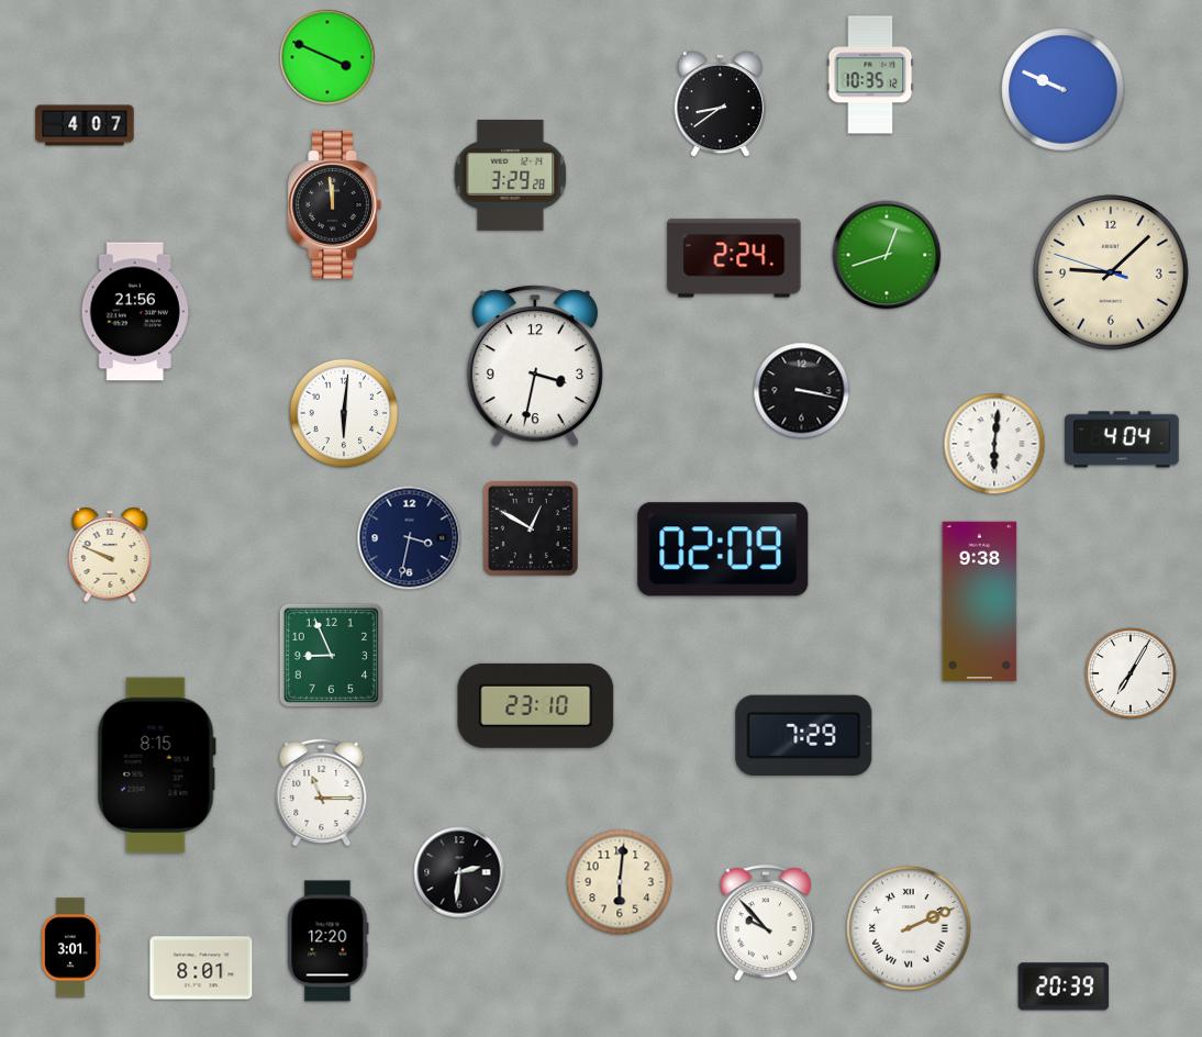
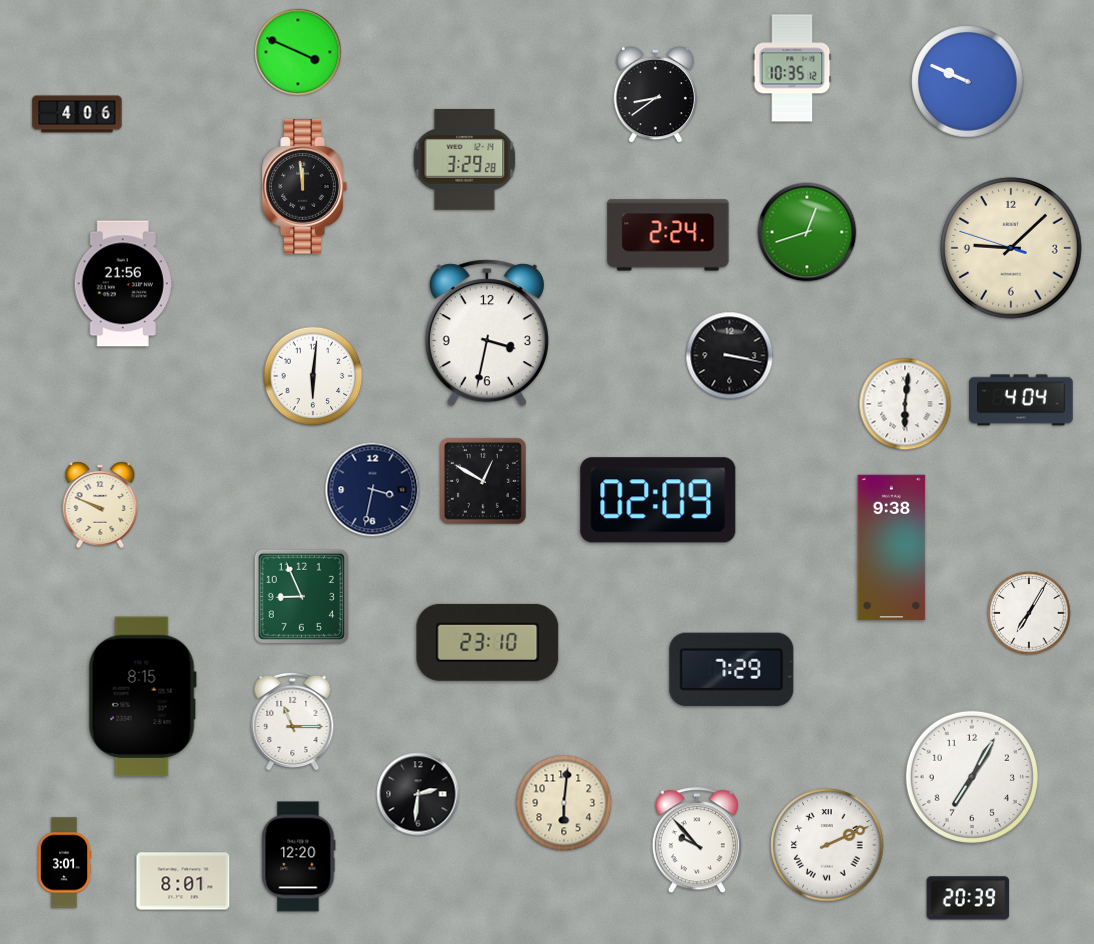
clock at (85, 125): 4:07 -> 4:06
clock at (972, 777): none -> 7:05
